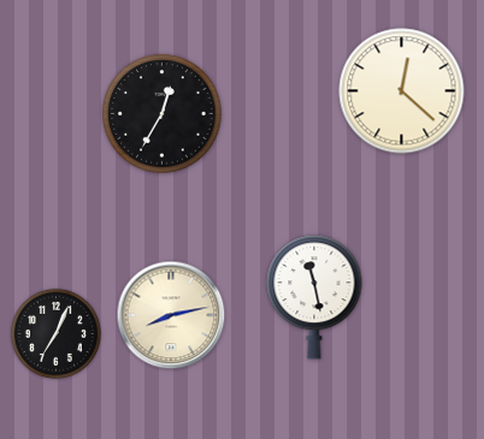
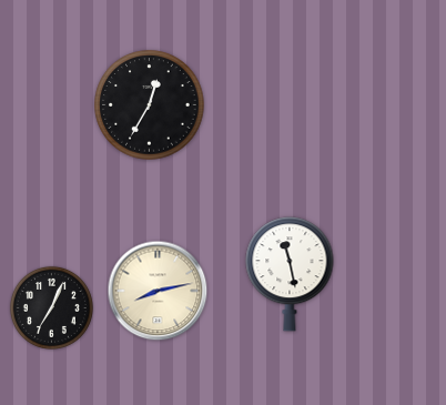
clock at (402, 91): 12:22 -> none
